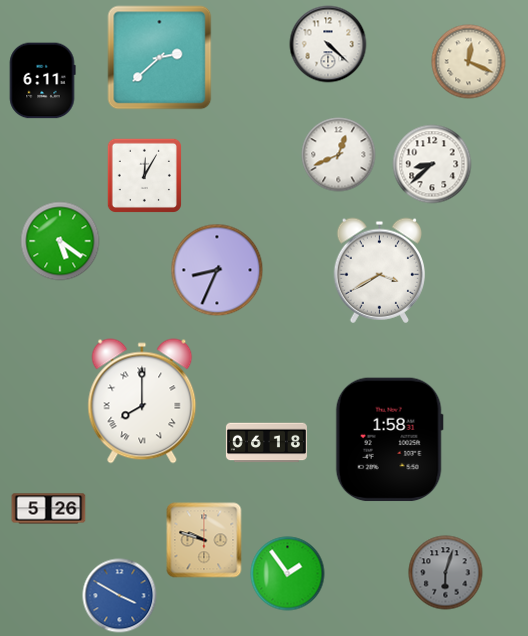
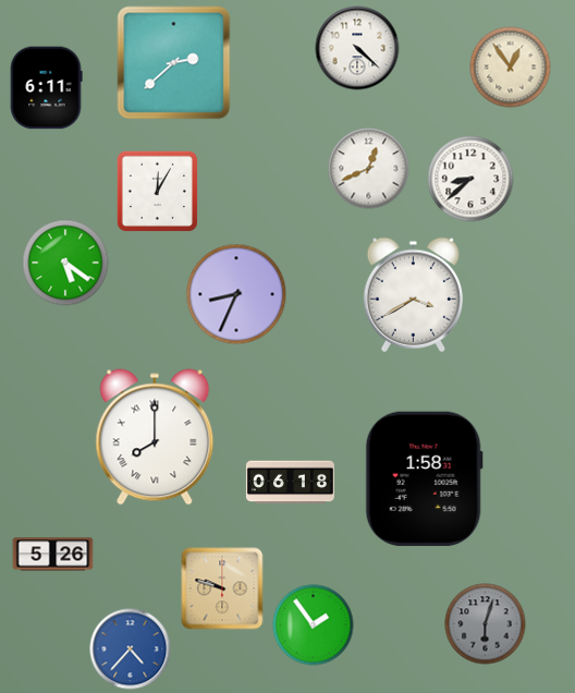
clock at (469, 62): 12:19 -> 12:54
clock at (120, 596): 3:50 -> 4:37
